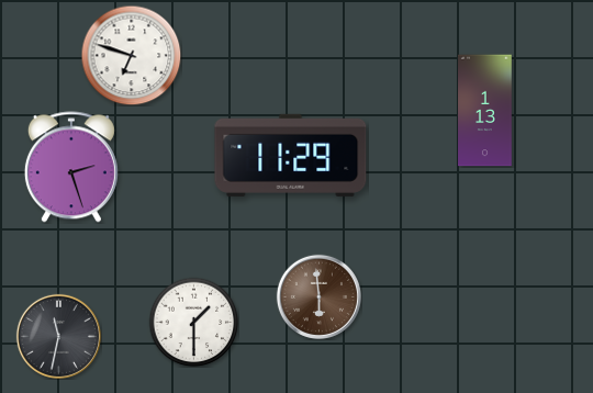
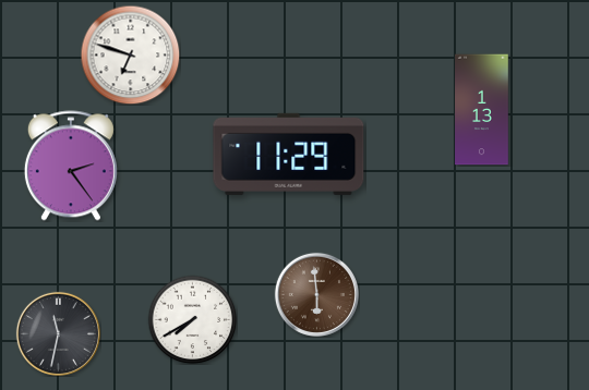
clock at (71, 167): 2:27 -> 2:24
clock at (193, 322): 1:30 -> 7:40
